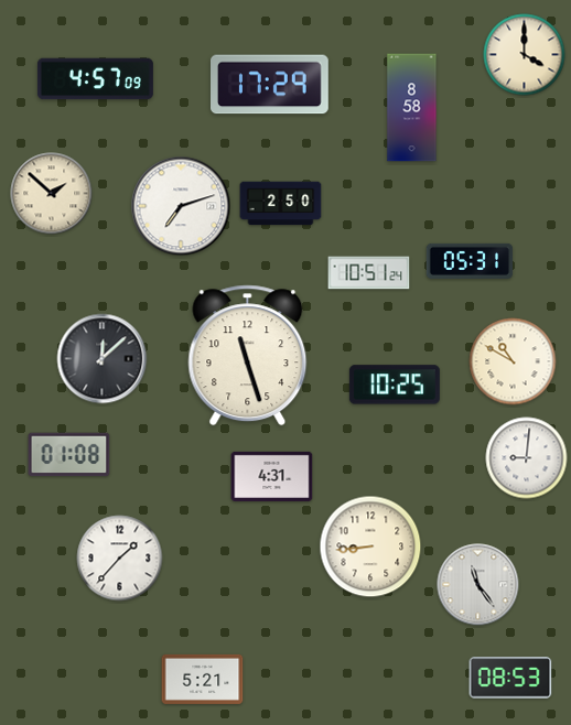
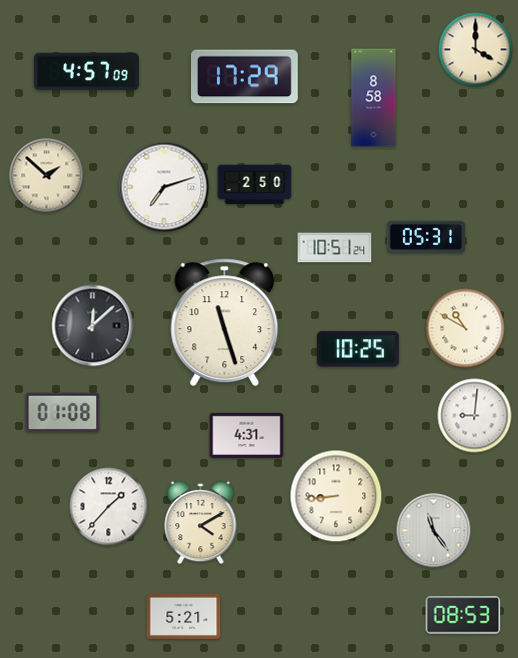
clock at (527, 458) position: (527, 458) -> (475, 416)
clock at (272, 476) position: (272, 476) -> (247, 435)
clock at (201, 523): none -> 4:10
